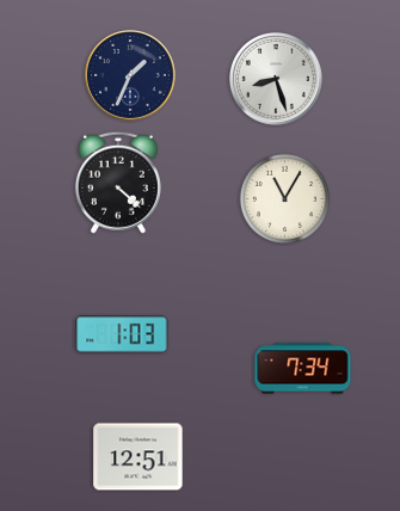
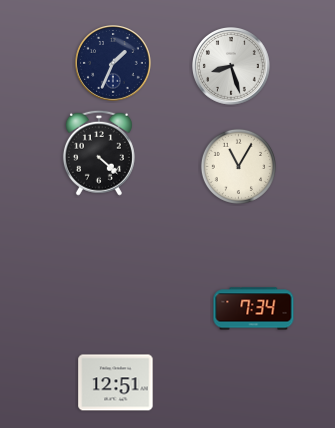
clock at (130, 75) position: (130, 75) -> (113, 63)
clock at (122, 334): 1:03 -> none
